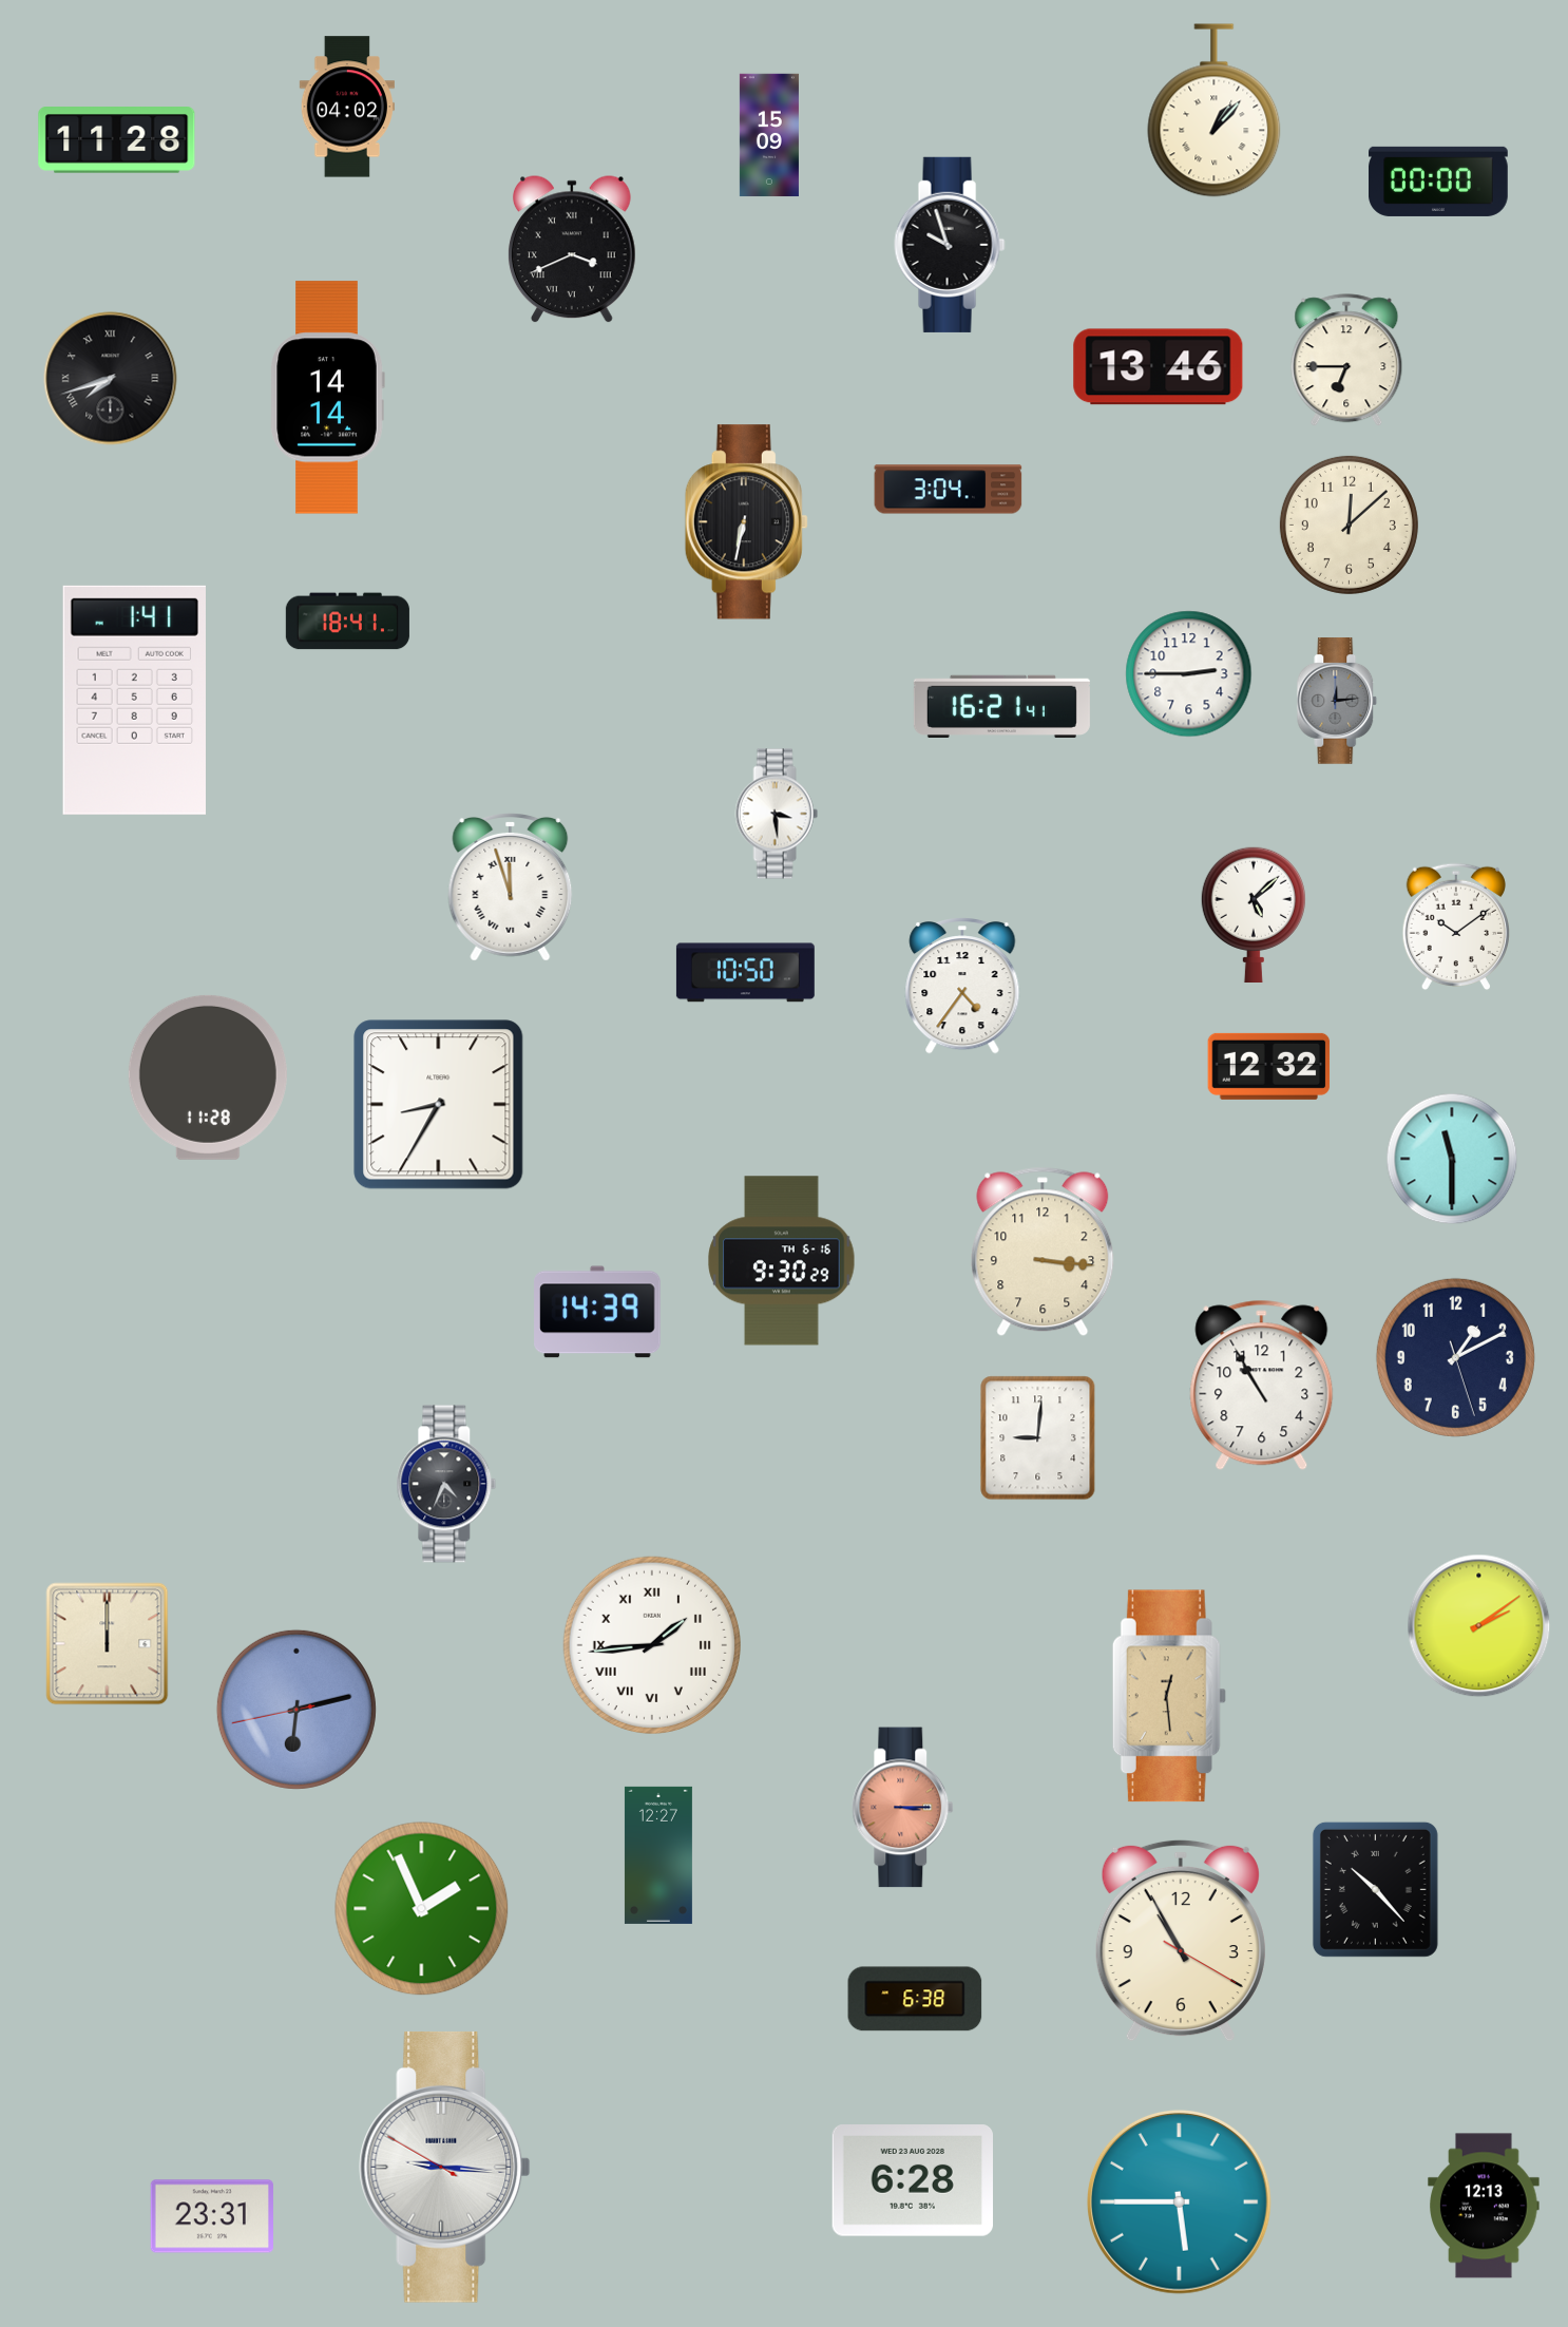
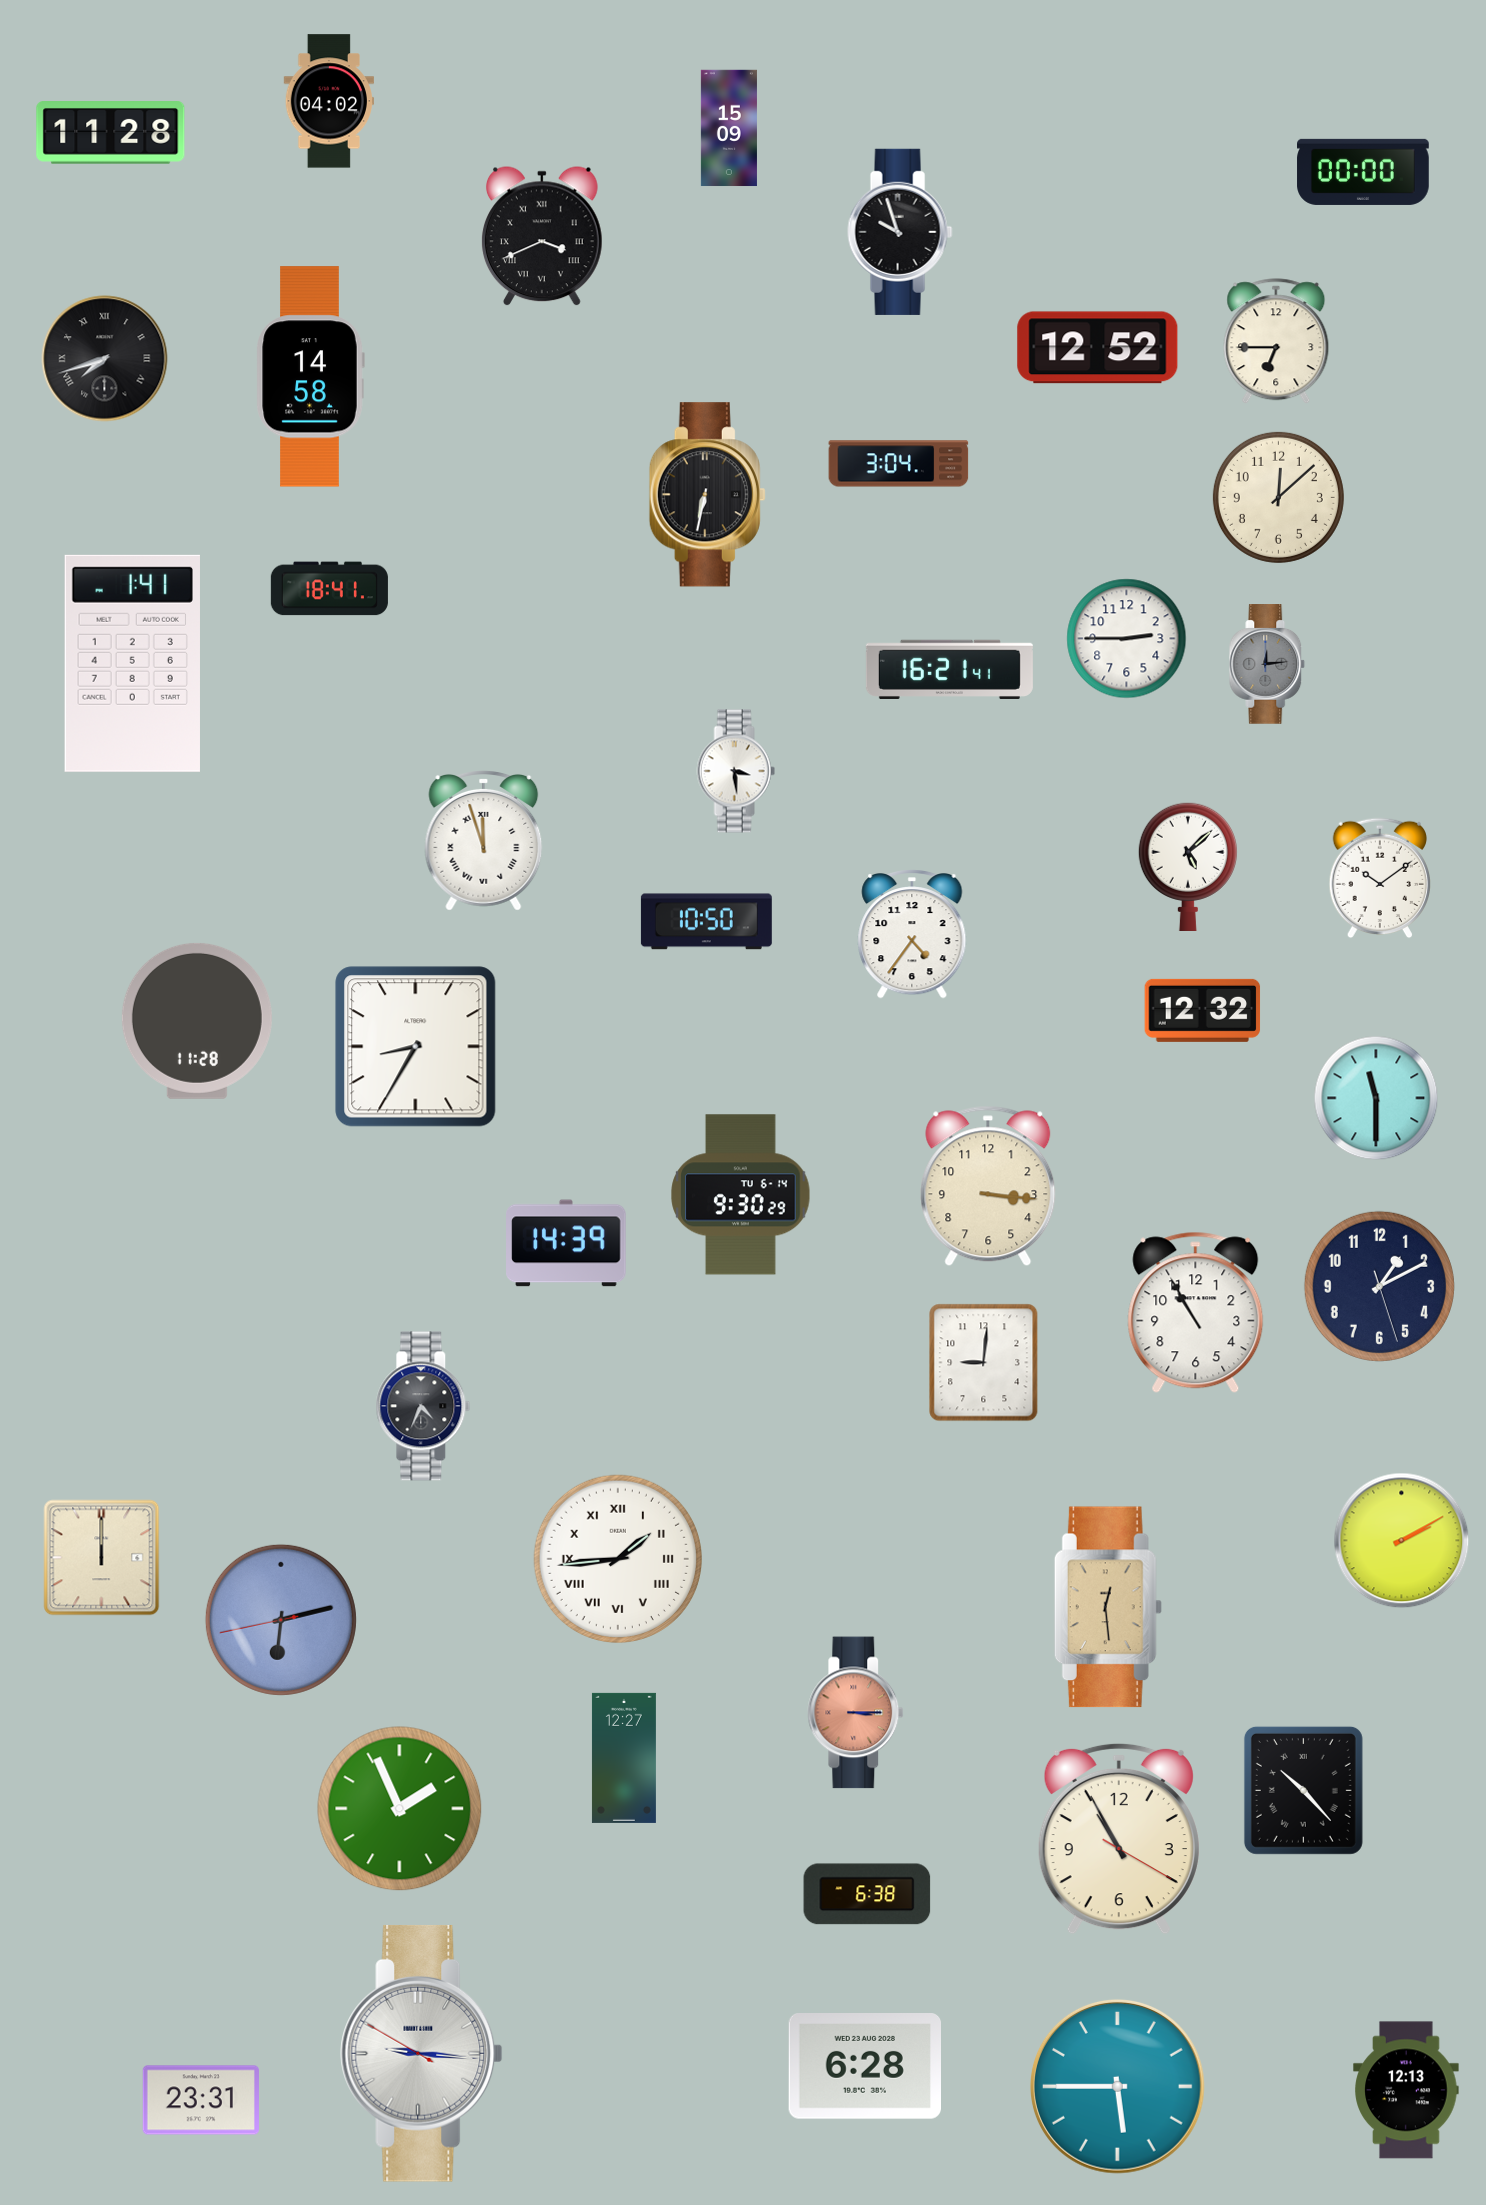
clock at (1215, 111): 1:07 -> none
clock at (1159, 367): 13:46 -> 12:52
clock at (327, 398): 14:14 -> 14:58
clock at (134, 700) position: (134, 700) -> (132, 663)
clock at (782, 1261) date: TH 6-16 -> TU 6-14
clock at (1479, 1626): 2:09 -> 2:10
